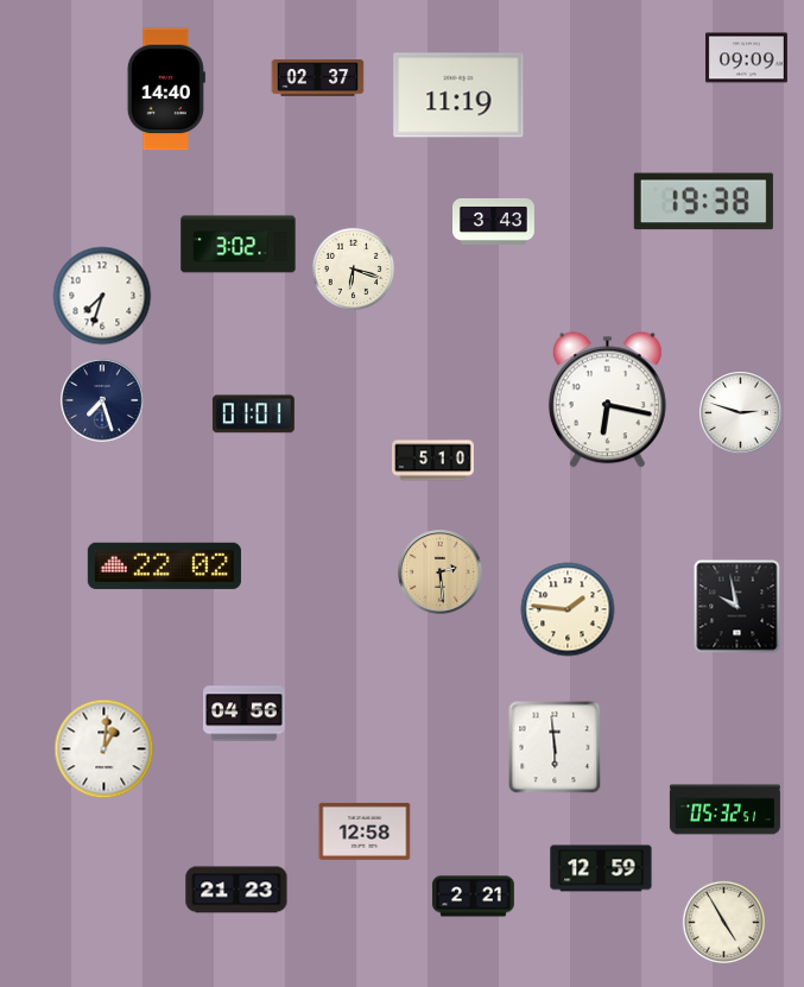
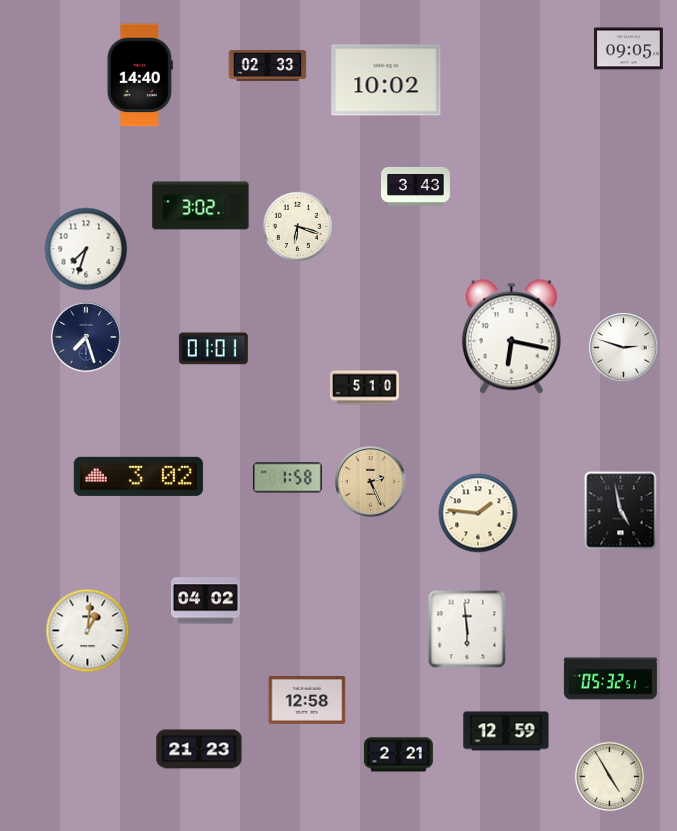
clock at (747, 58): 09:09 -> 09:05
clock at (318, 78): 02:37 -> 02:33
clock at (458, 95): 11:19 -> 10:02
clock at (703, 202): 19:38 -> none
clock at (164, 565): 22:02 -> 3:02
clock at (287, 478): none -> 1:58
clock at (441, 572): 2:29 -> 2:26
clock at (737, 607): 9:58 -> 4:58
clock at (245, 714): 04:56 -> 04:02
clock at (724, 810) position: (724, 810) -> (610, 679)
